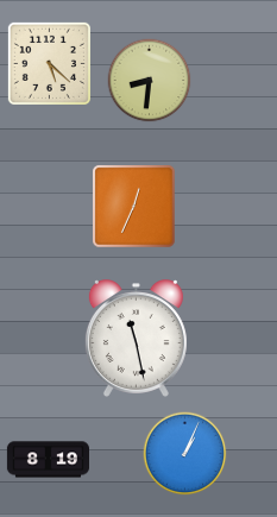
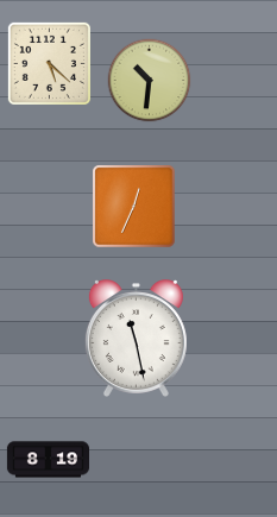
clock at (150, 81): 8:31 -> 10:31
clock at (185, 454): 1:04 -> none
